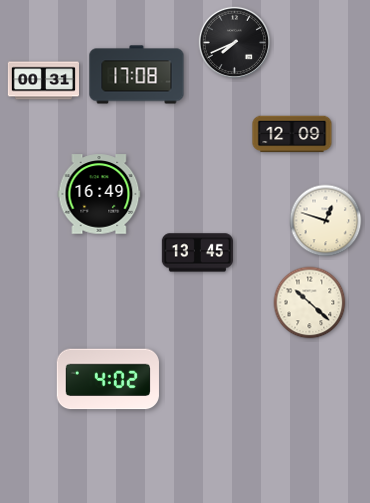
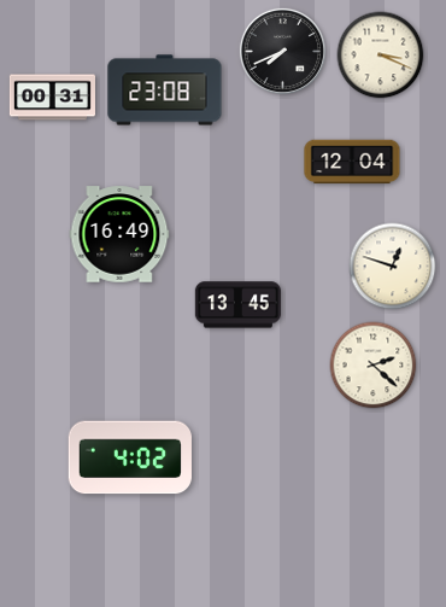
clock at (381, 56): none -> 3:19
clock at (137, 75): 17:08 -> 23:08
clock at (292, 134): 12:09 -> 12:04
clock at (310, 303): 10:22 -> 2:22
